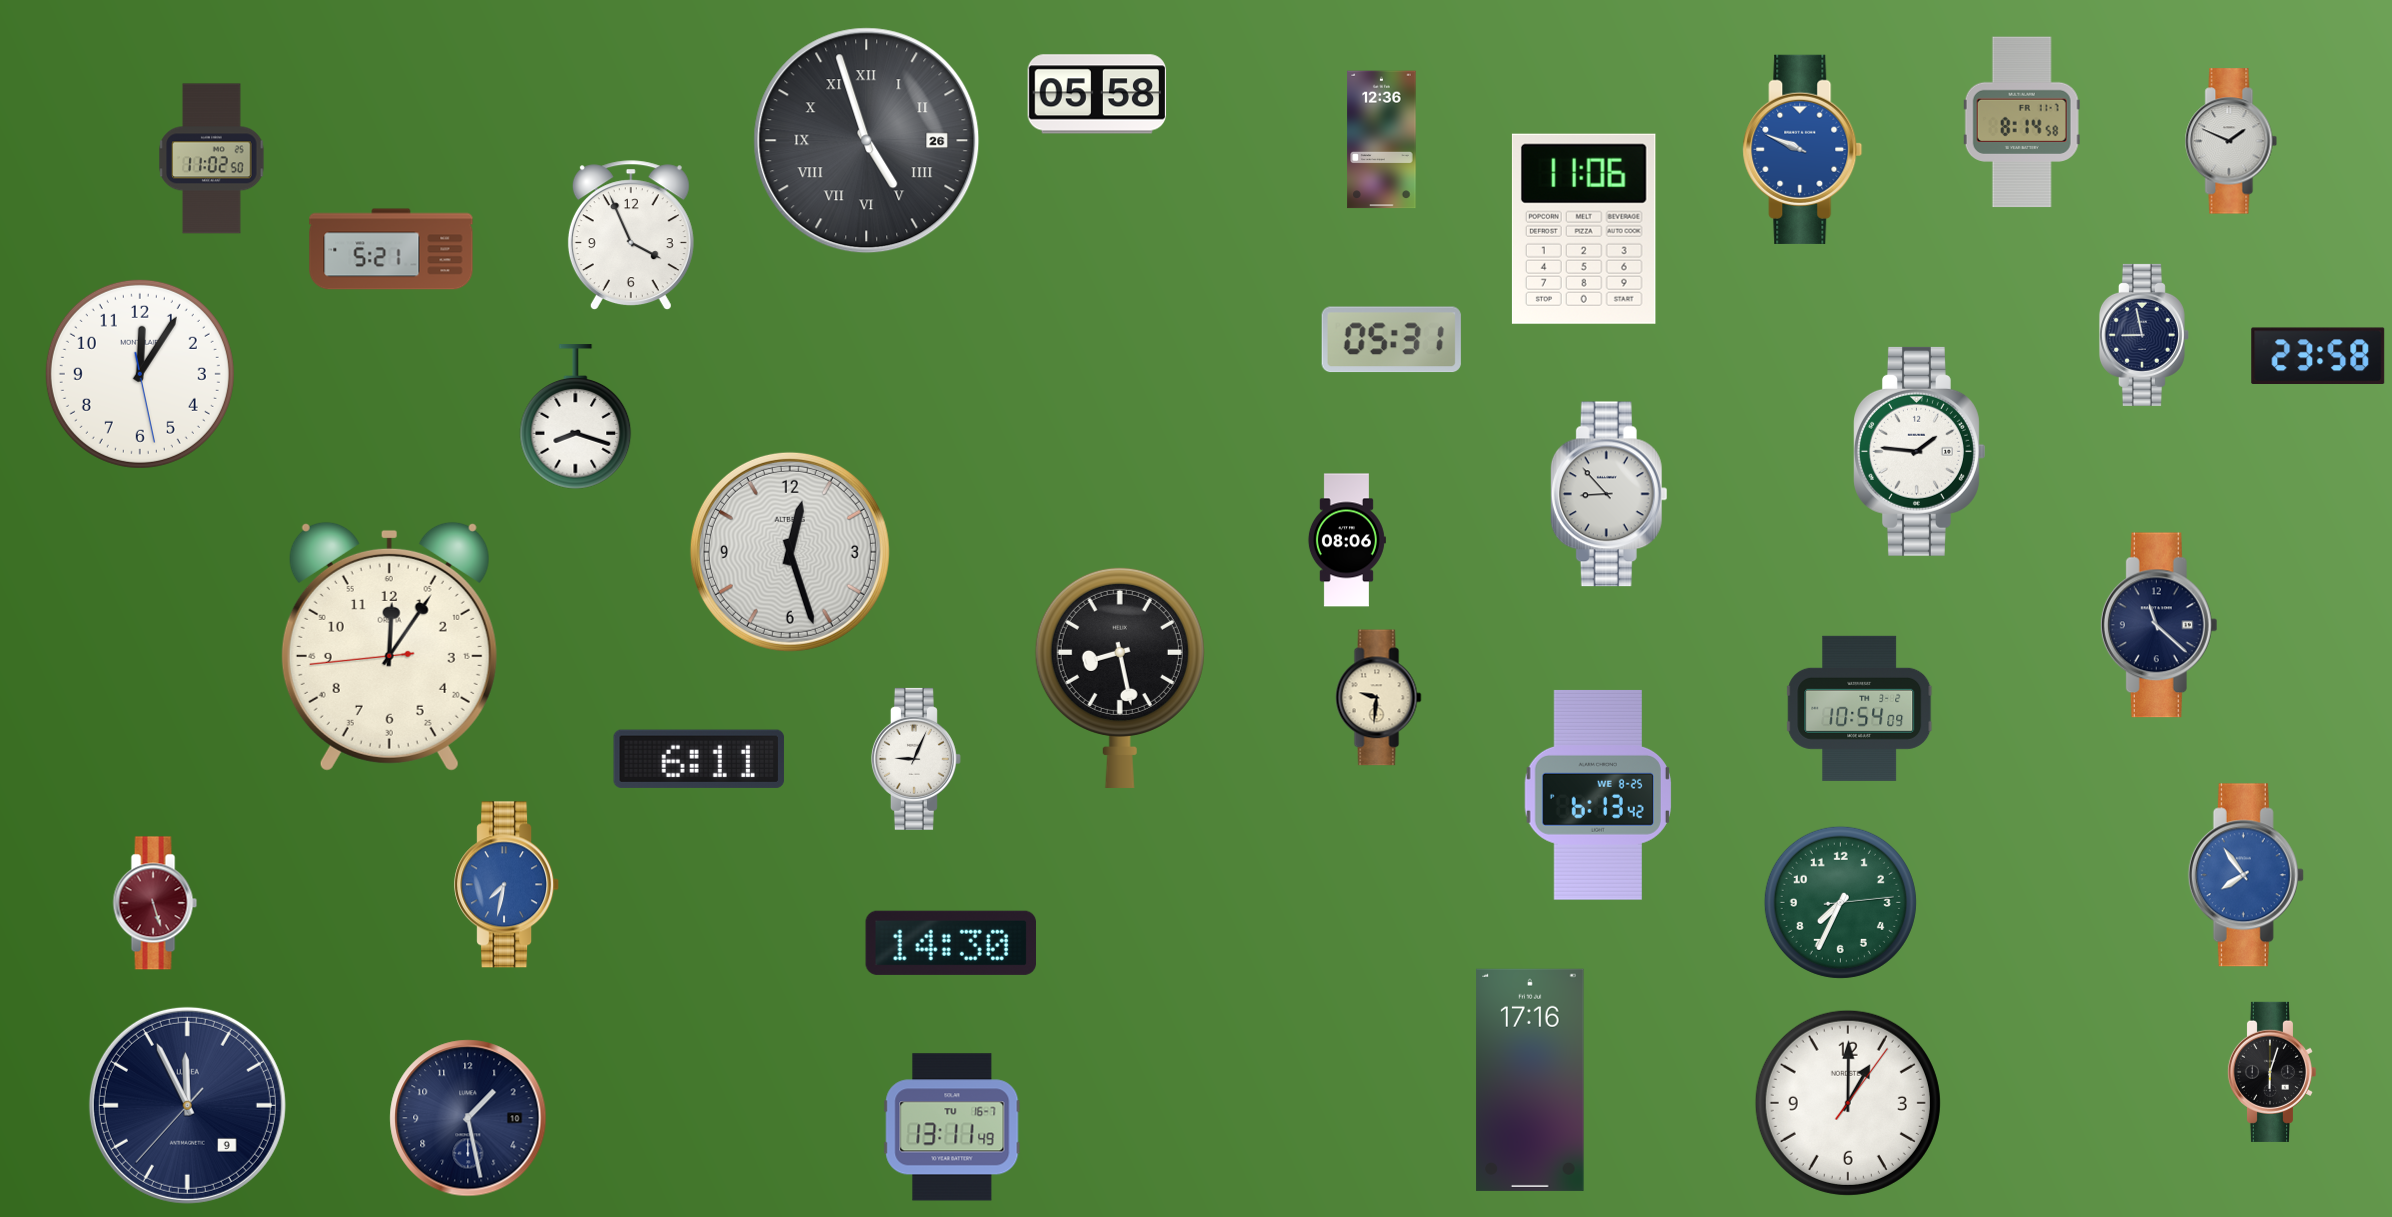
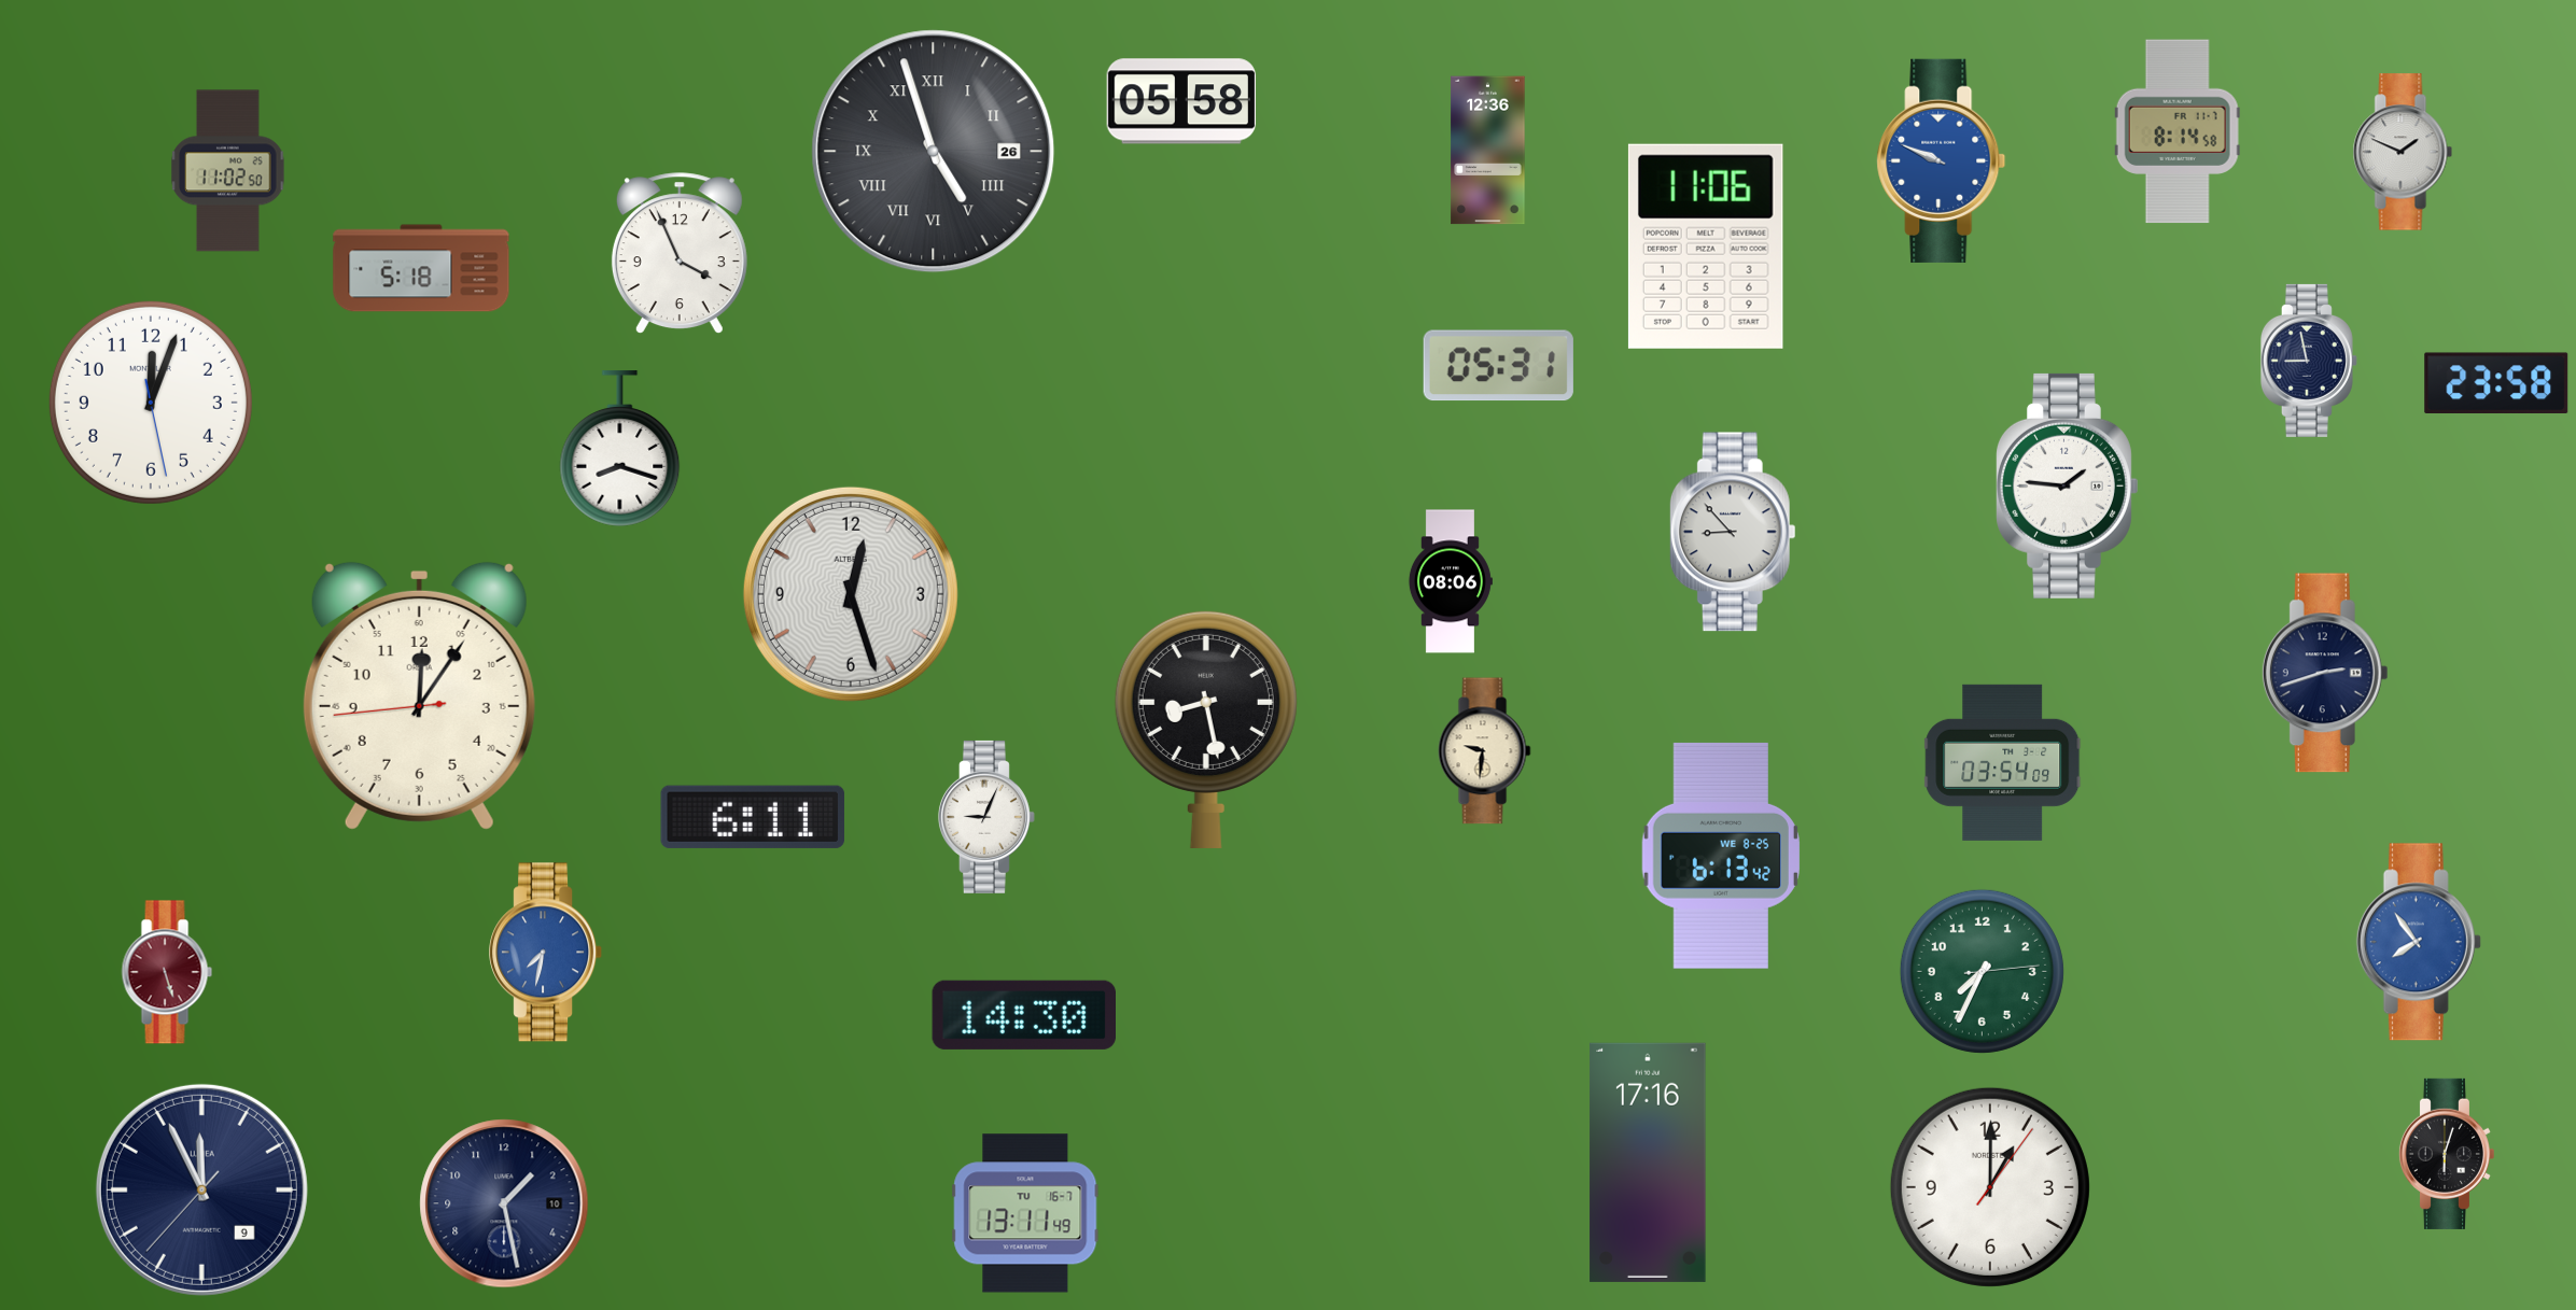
clock at (391, 249): 5:21 -> 5:18
clock at (140, 374): 12:05 -> 12:03
clock at (2159, 625): 11:22 -> 2:42
clock at (1860, 708): 10:54 -> 03:54
